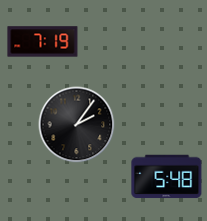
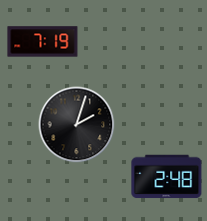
clock at (77, 125): 2:06 -> 2:03
clock at (167, 177): 5:48 -> 2:48
